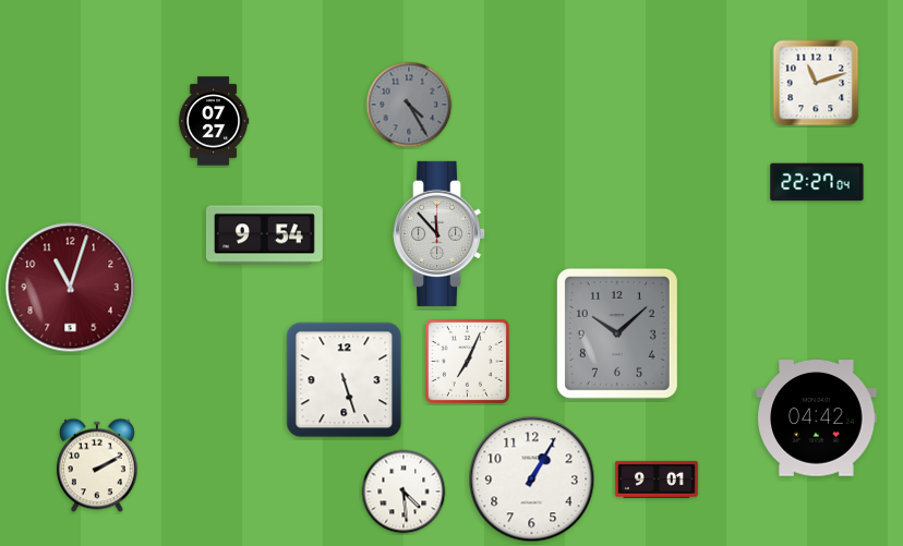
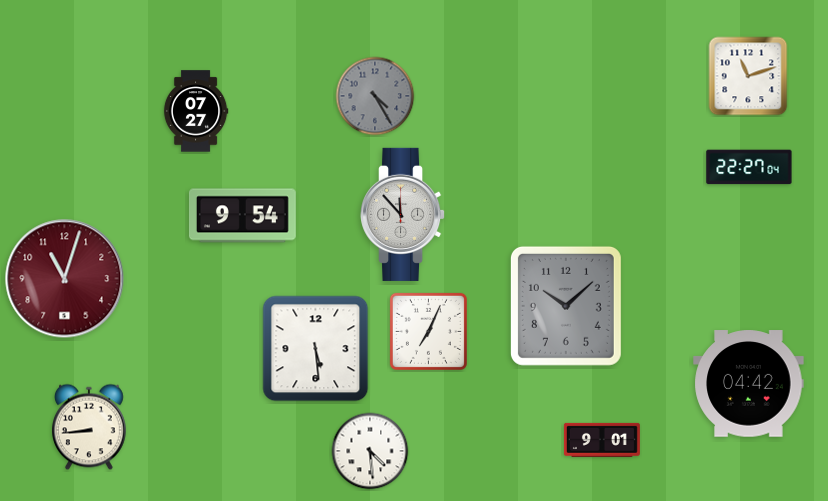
clock at (71, 288) position: (71, 288) -> (65, 279)
clock at (345, 380): 5:27 -> 5:29
clock at (98, 465): 2:10 -> 8:44
clock at (532, 480): 1:05 -> none
